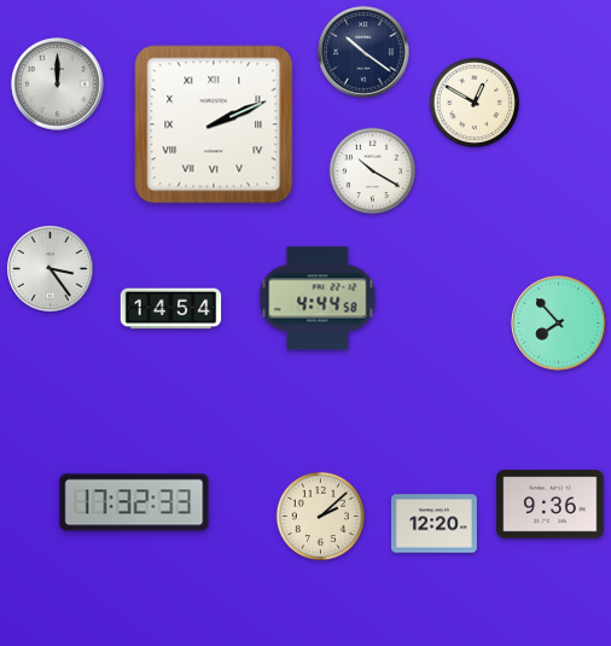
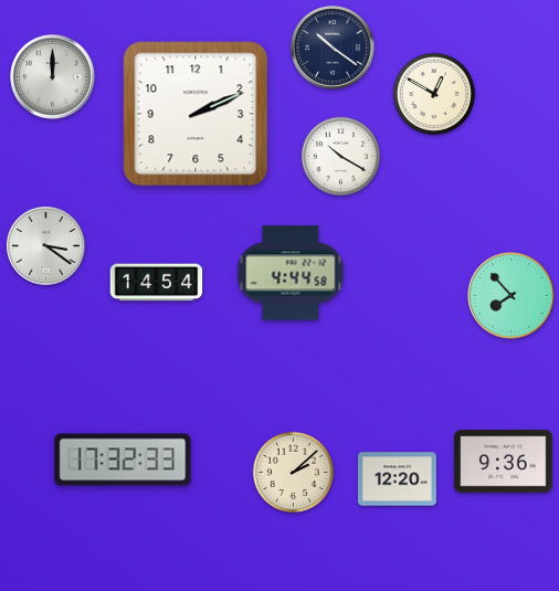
clock at (214, 124) numerals: Roman -> Arabic
clock at (50, 268): 3:24 -> 3:21
